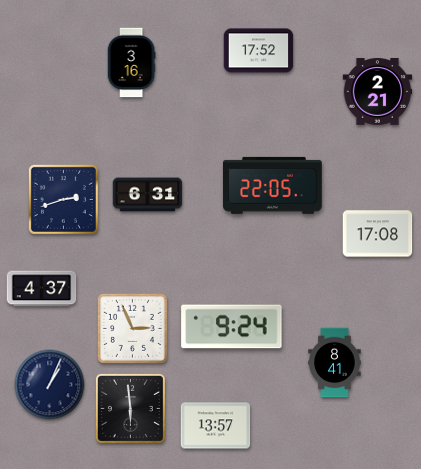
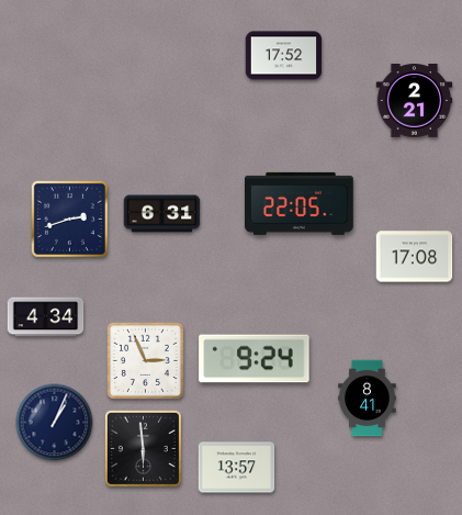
clock at (131, 63): 3:16 -> none
clock at (42, 289): 4:37 -> 4:34
